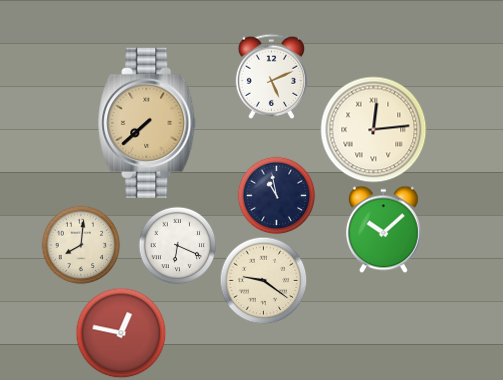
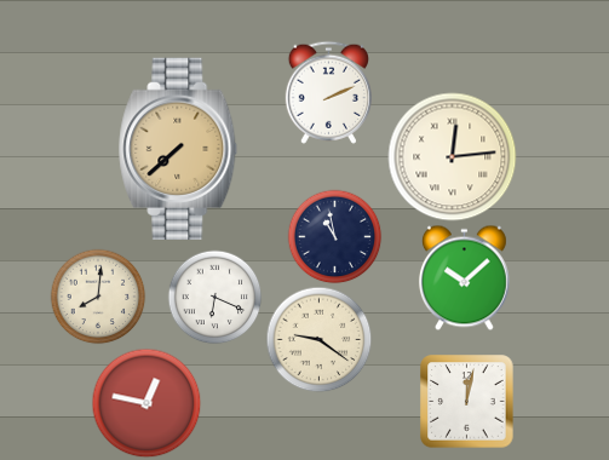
clock at (271, 76): 5:11 -> 2:11
clock at (467, 402): none -> 12:02
